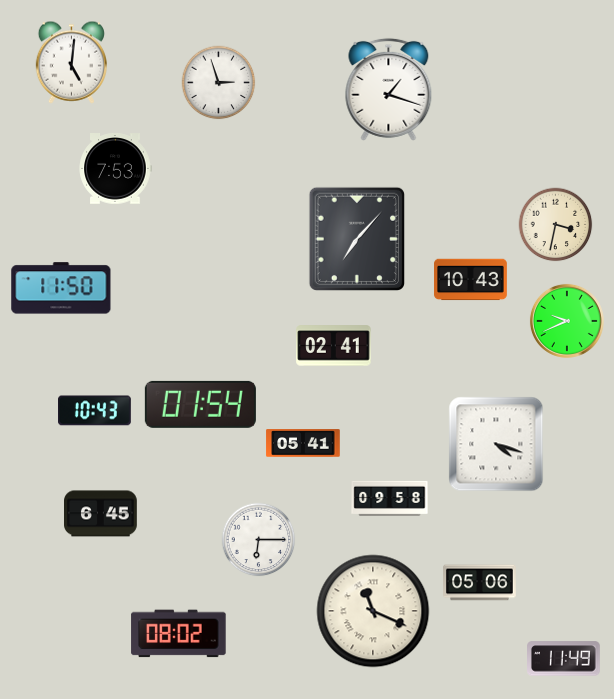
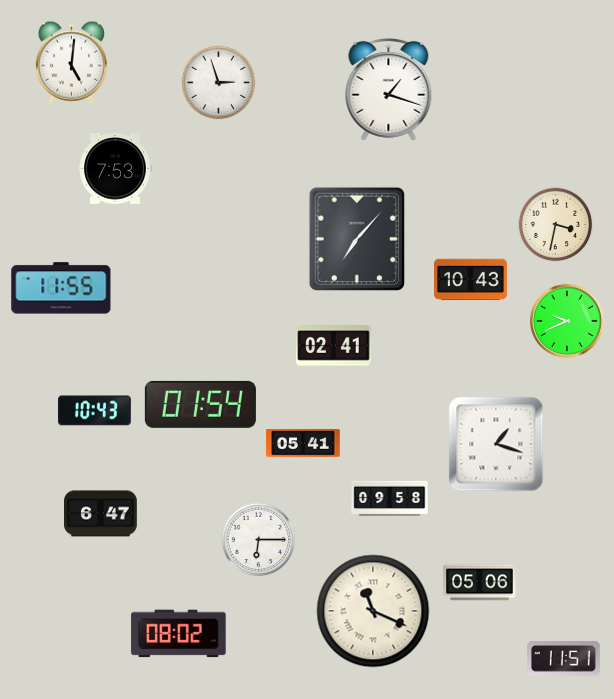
clock at (61, 288): 11:50 -> 11:55
clock at (496, 444): 4:18 -> 1:18
clock at (101, 514): 6:45 -> 6:47
clock at (564, 659): 11:49 -> 11:51
